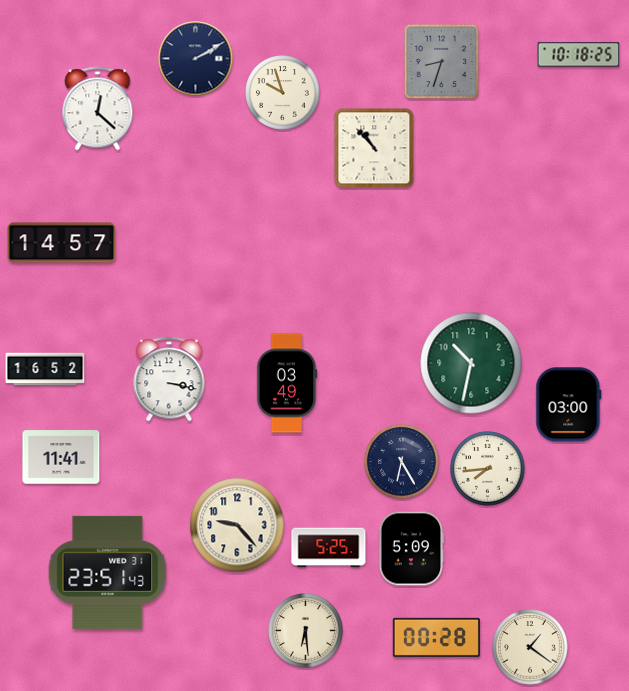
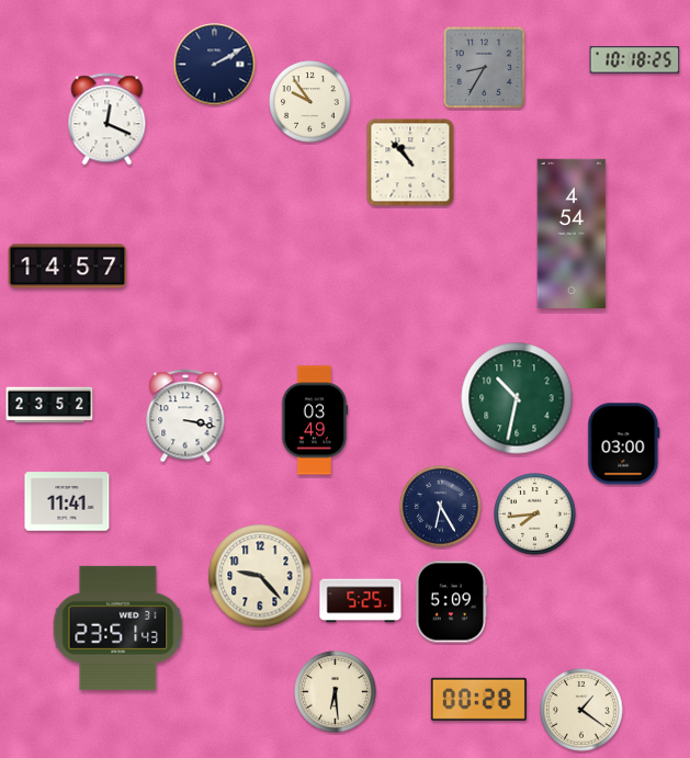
clock at (442, 62): 8:33 -> 8:35
clock at (283, 93): 9:57 -> 9:54
clock at (98, 109): 12:22 -> 12:19
clock at (572, 233): none -> 4:54
clock at (45, 369): 16:52 -> 23:52
